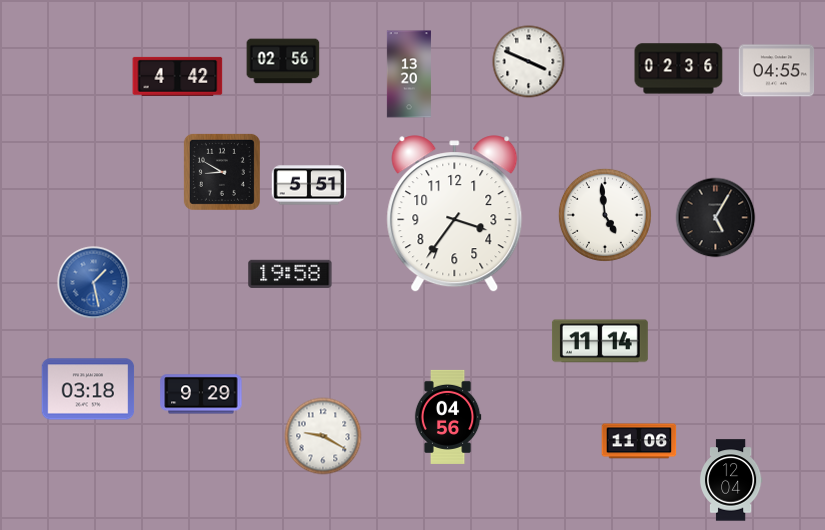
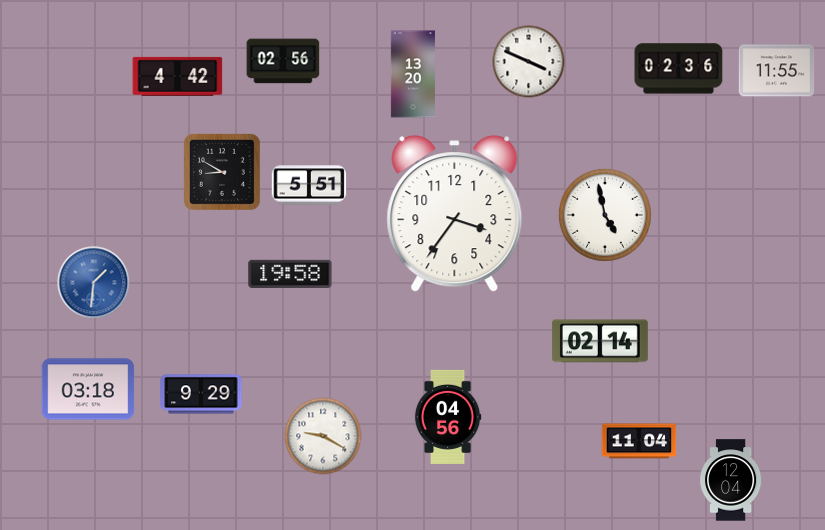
clock at (777, 71): 04:55 -> 11:55
clock at (409, 74) position: (409, 74) -> (413, 74)
clock at (605, 215): 4:59 -> 4:58
clock at (716, 218): 5:05 -> none
clock at (94, 283): 1:28 -> 1:31
clock at (600, 341): 11:14 -> 02:14
clock at (639, 441): 11:06 -> 11:04
